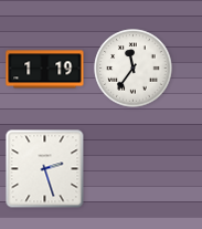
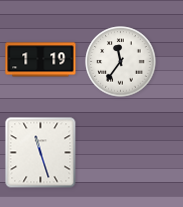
clock at (45, 70) position: (45, 70) -> (41, 60)
clock at (45, 169): 2:27 -> 11:27
